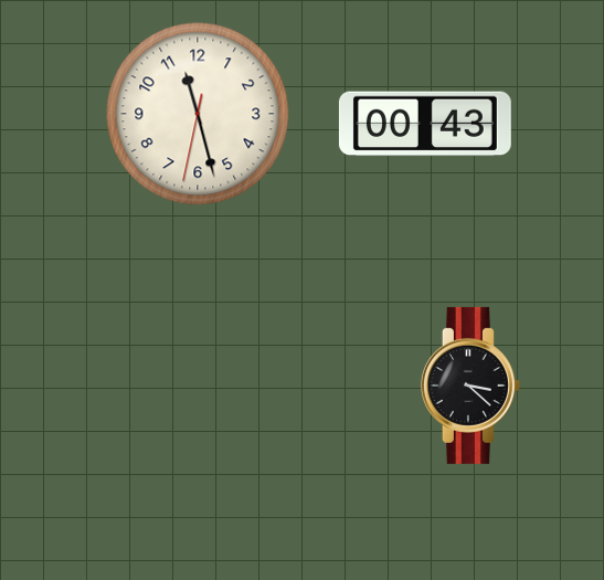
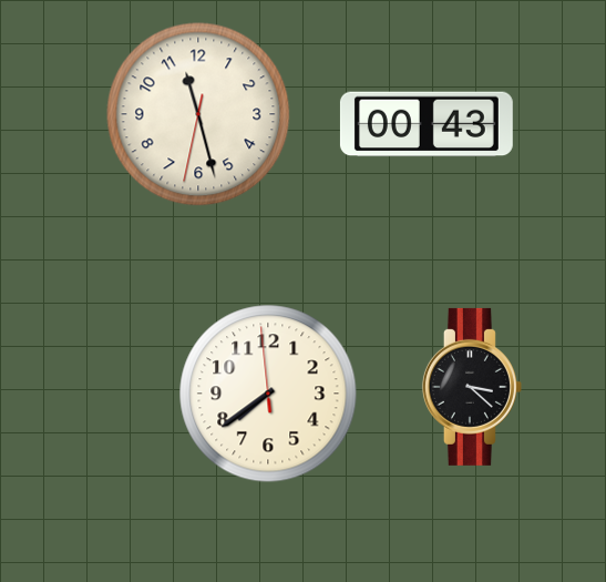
clock at (268, 394): none -> 7:38
